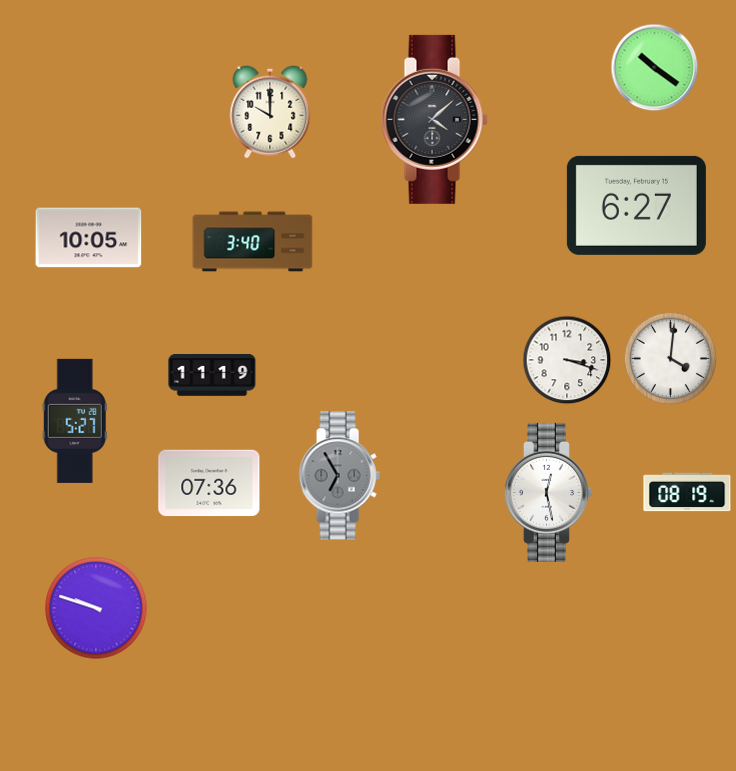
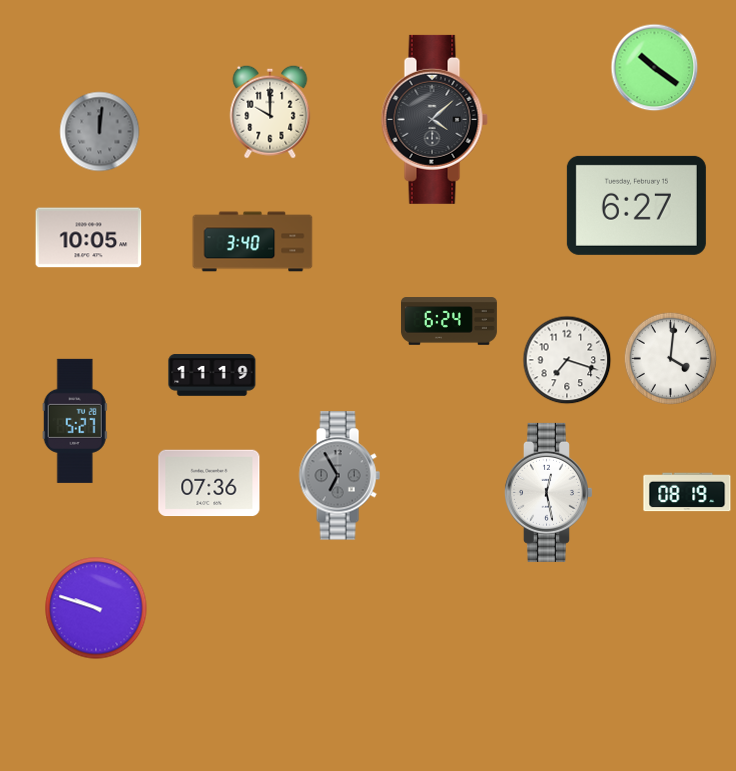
clock at (100, 132): none -> 12:01
clock at (449, 321): none -> 6:24
clock at (567, 360): 3:18 -> 7:18
